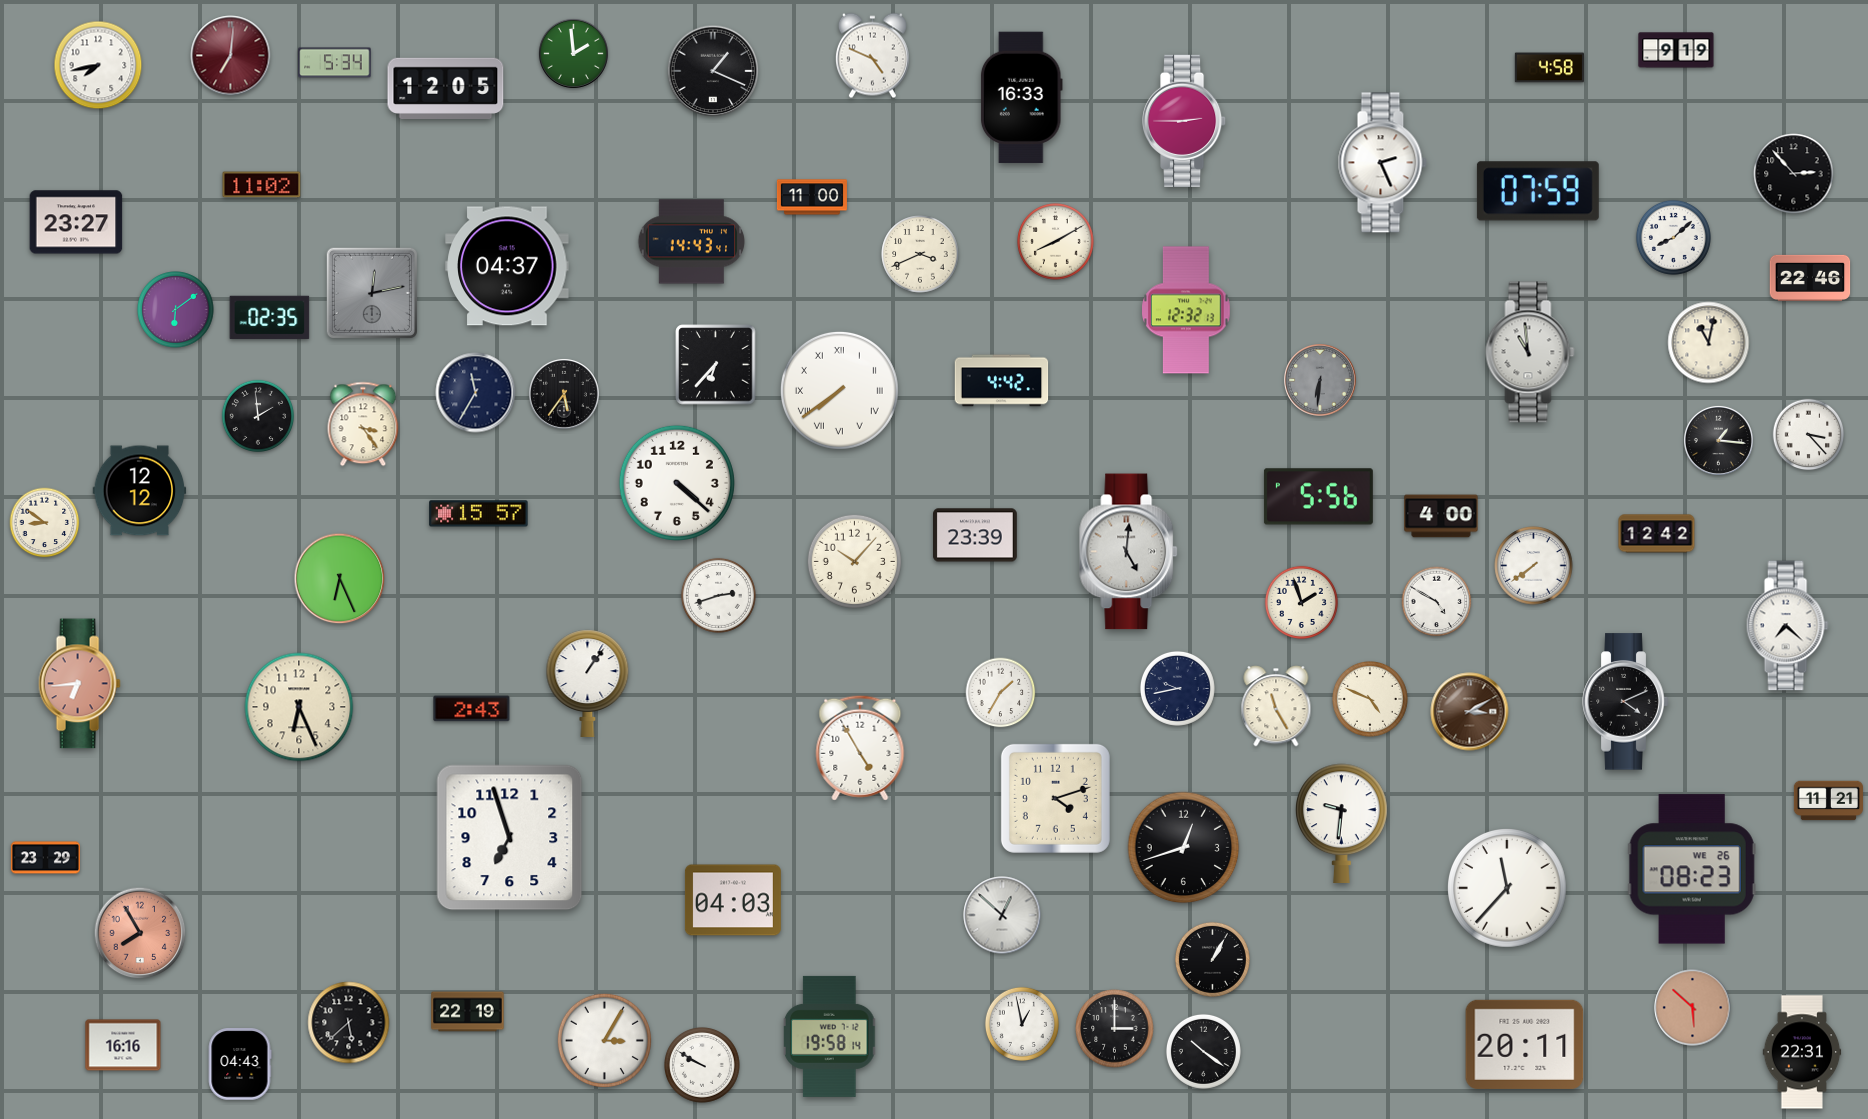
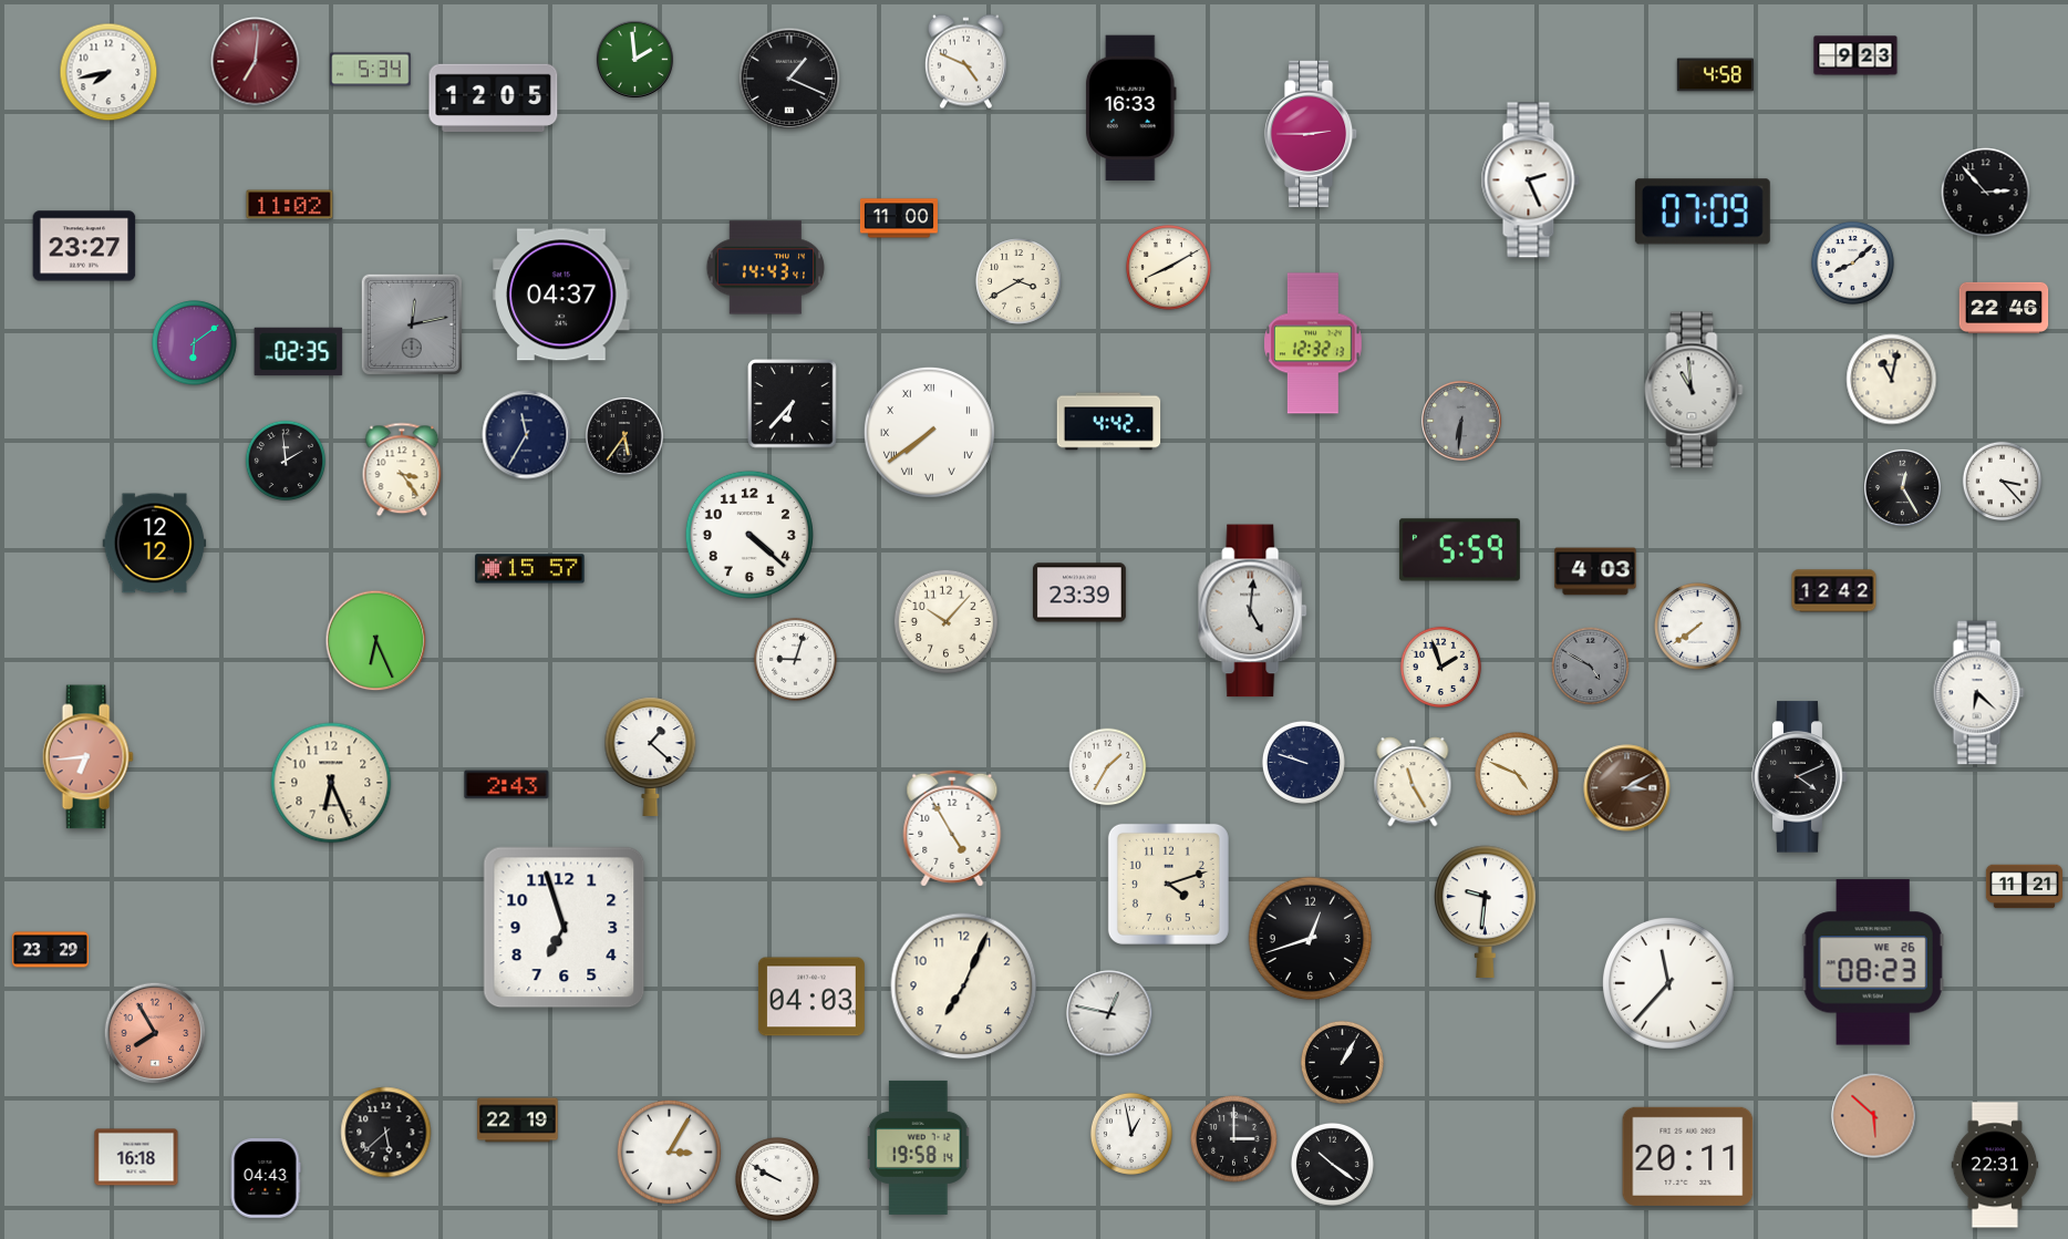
clock at (1676, 50): 9:19 -> 9:23
clock at (1538, 191): 07:59 -> 07:09
clock at (920, 254): 3:41 -> 3:40
clock at (1718, 440): 1:16 -> 12:25
clock at (1318, 497): 5:56 -> 5:59
clock at (1441, 516): 4:00 -> 4:03
clock at (45, 523): 8:51 -> none
clock at (1129, 552) position: (1129, 552) -> (1253, 611)
clock at (718, 595): 2:42 -> 9:03
clock at (1437, 602) dial: white -> grey
clock at (1787, 626): 7:22 -> 6:22
clock at (588, 683): 1:06 -> 1:22
clock at (1177, 688): 9:43 -> 9:48
clock at (472, 709) position: (472, 709) -> (507, 785)
clock at (964, 987): none -> 7:04
clock at (1002, 915): 12:52 -> 12:47
clock at (123, 1045): 16:16 -> 16:18
